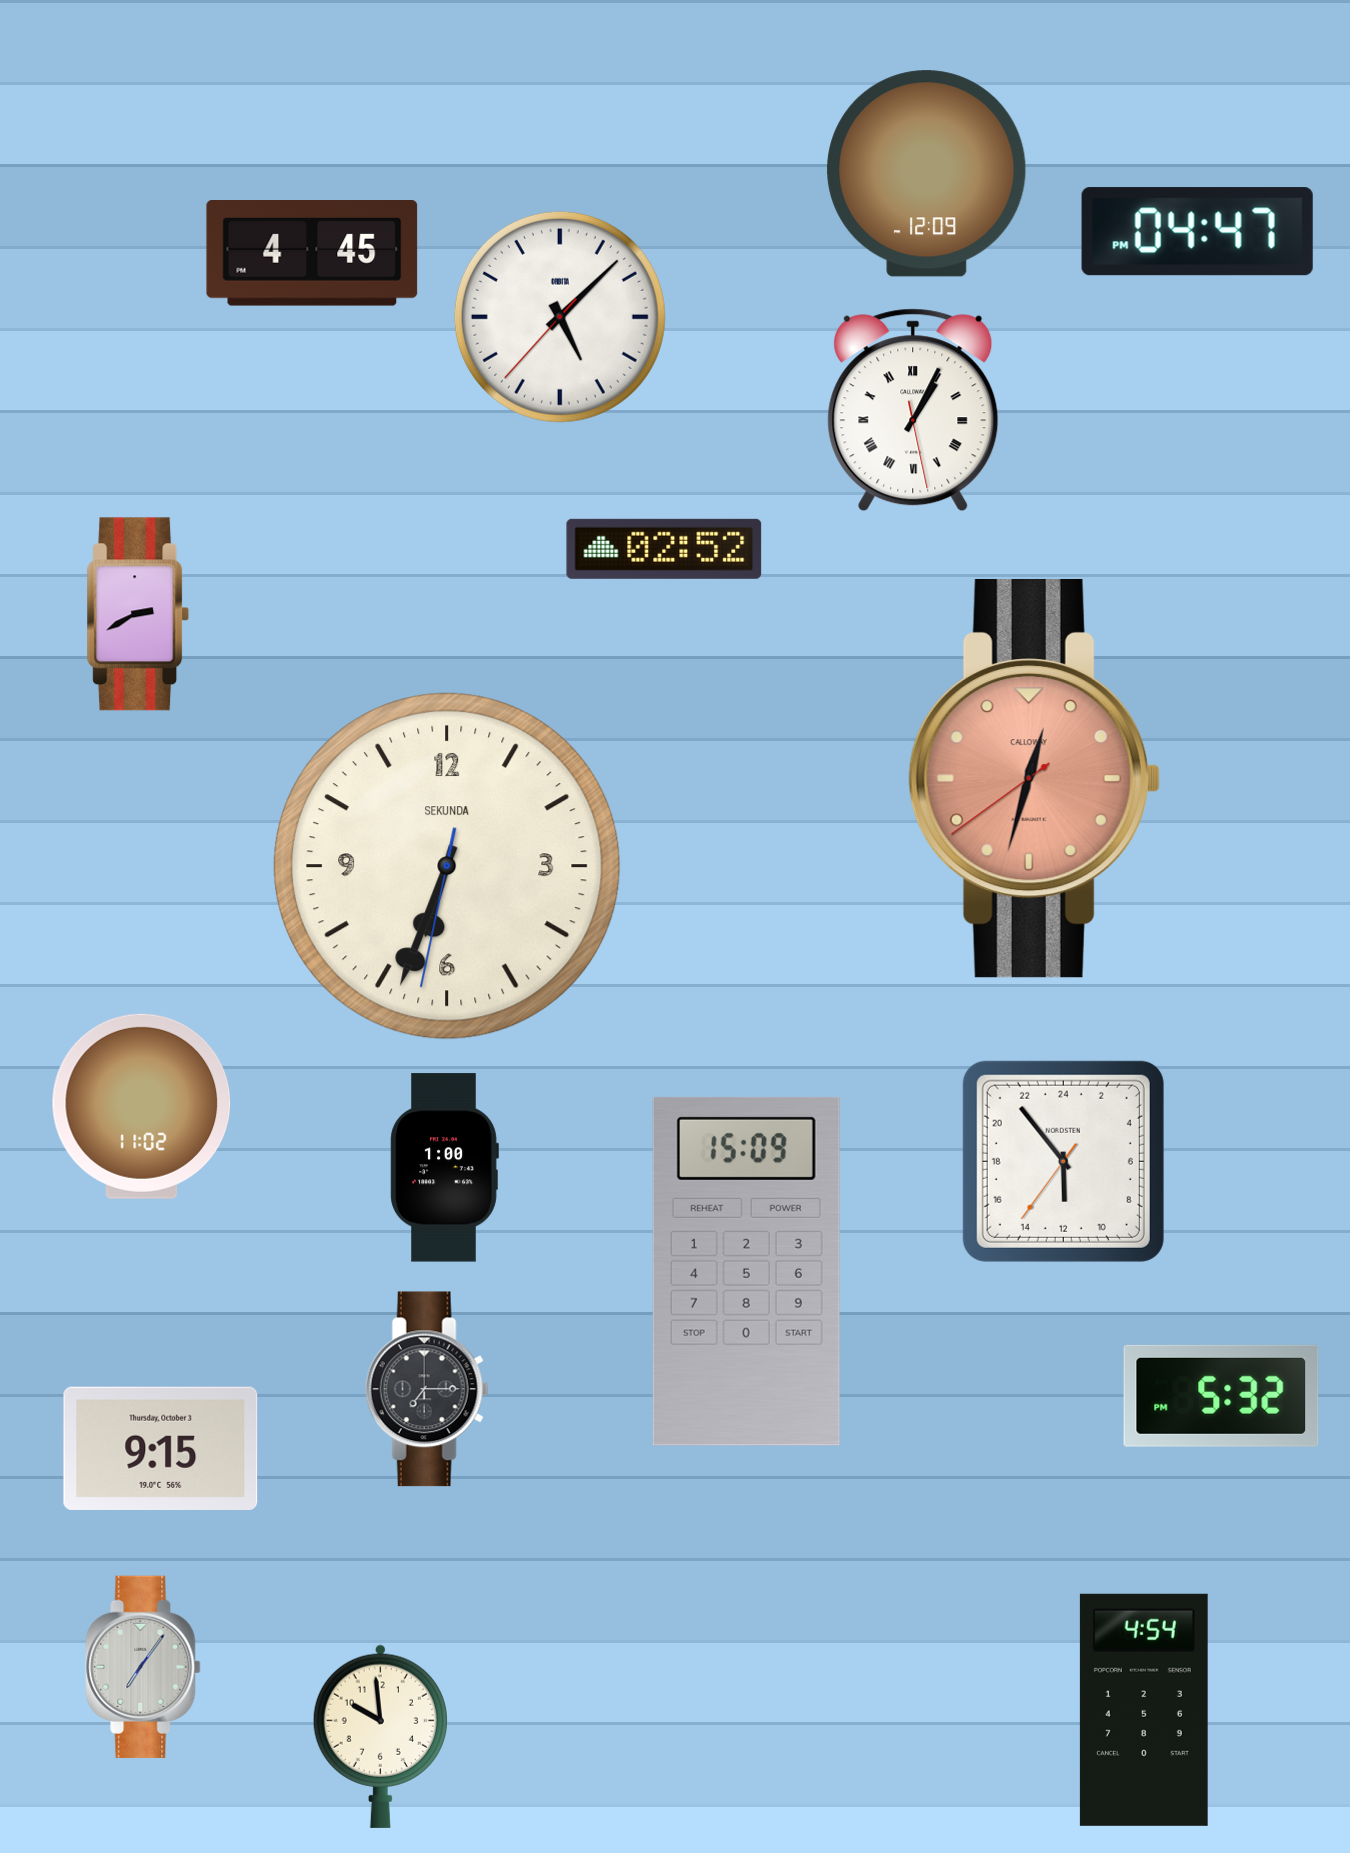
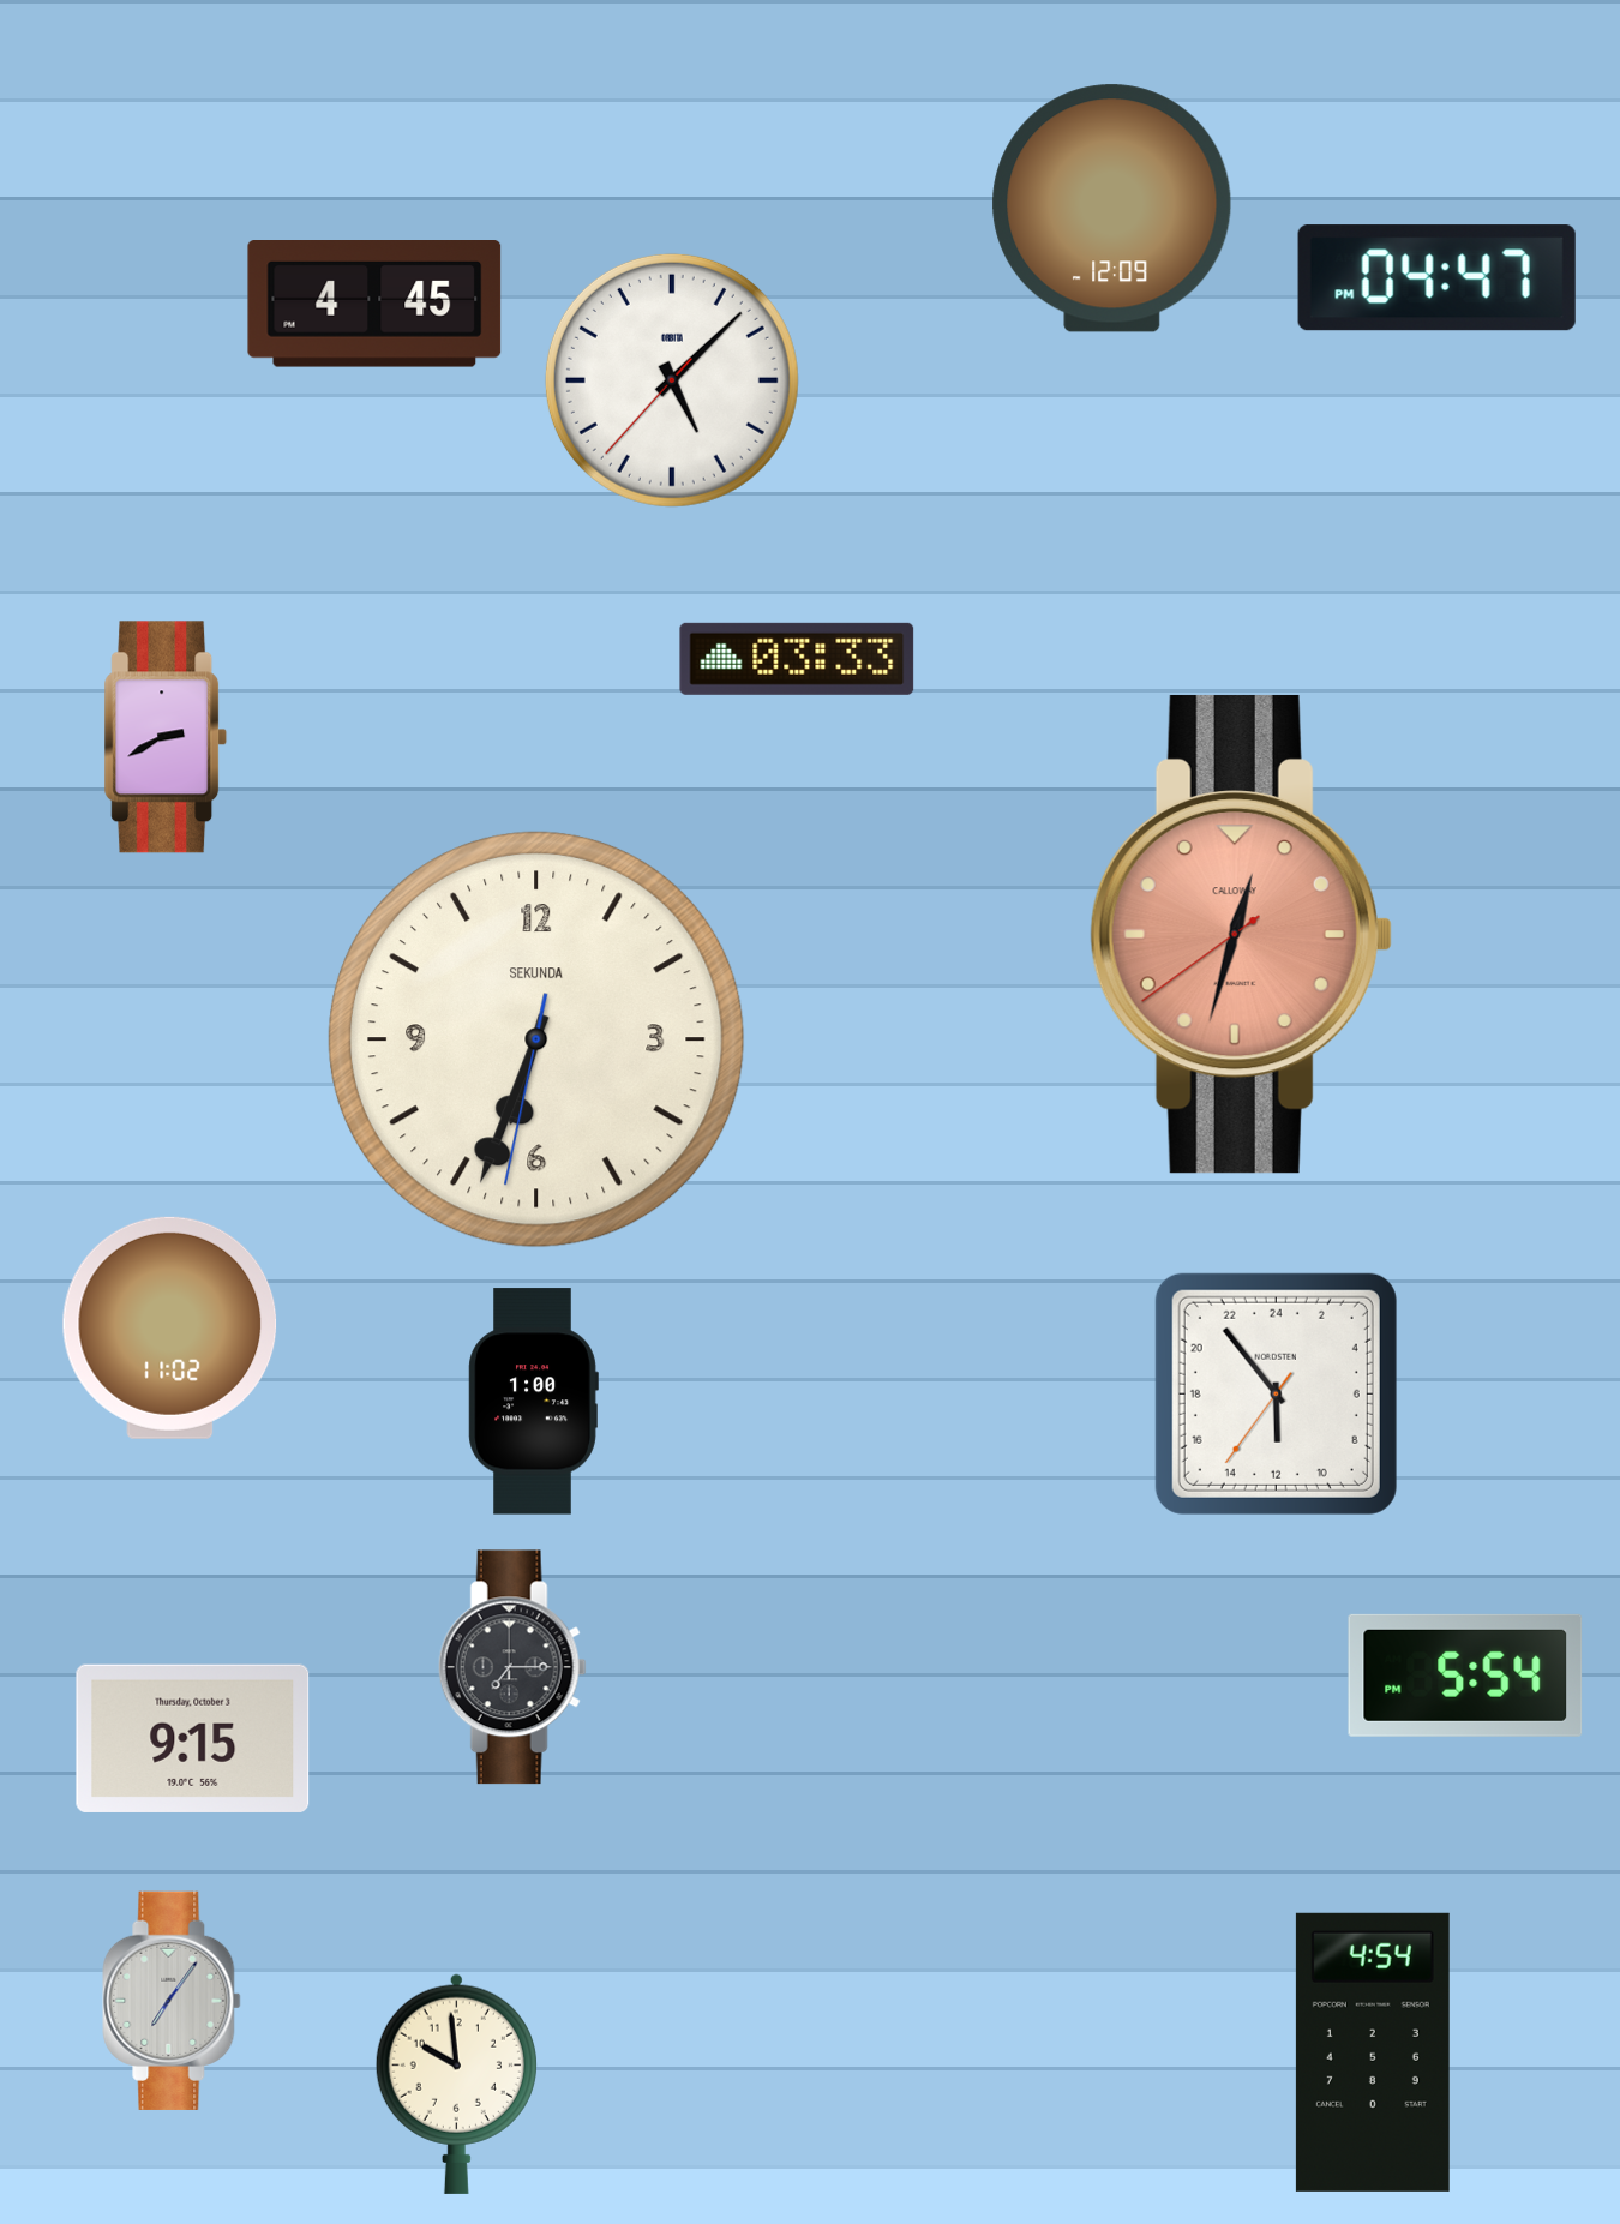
clock at (913, 410): 1:04 -> none
clock at (664, 549): 02:52 -> 03:33
clock at (746, 1271): 15:09 -> none
clock at (1221, 1396): 5:32 -> 5:54
